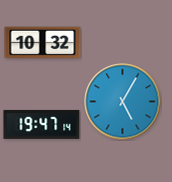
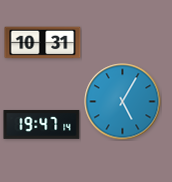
clock at (43, 43): 10:32 -> 10:31
